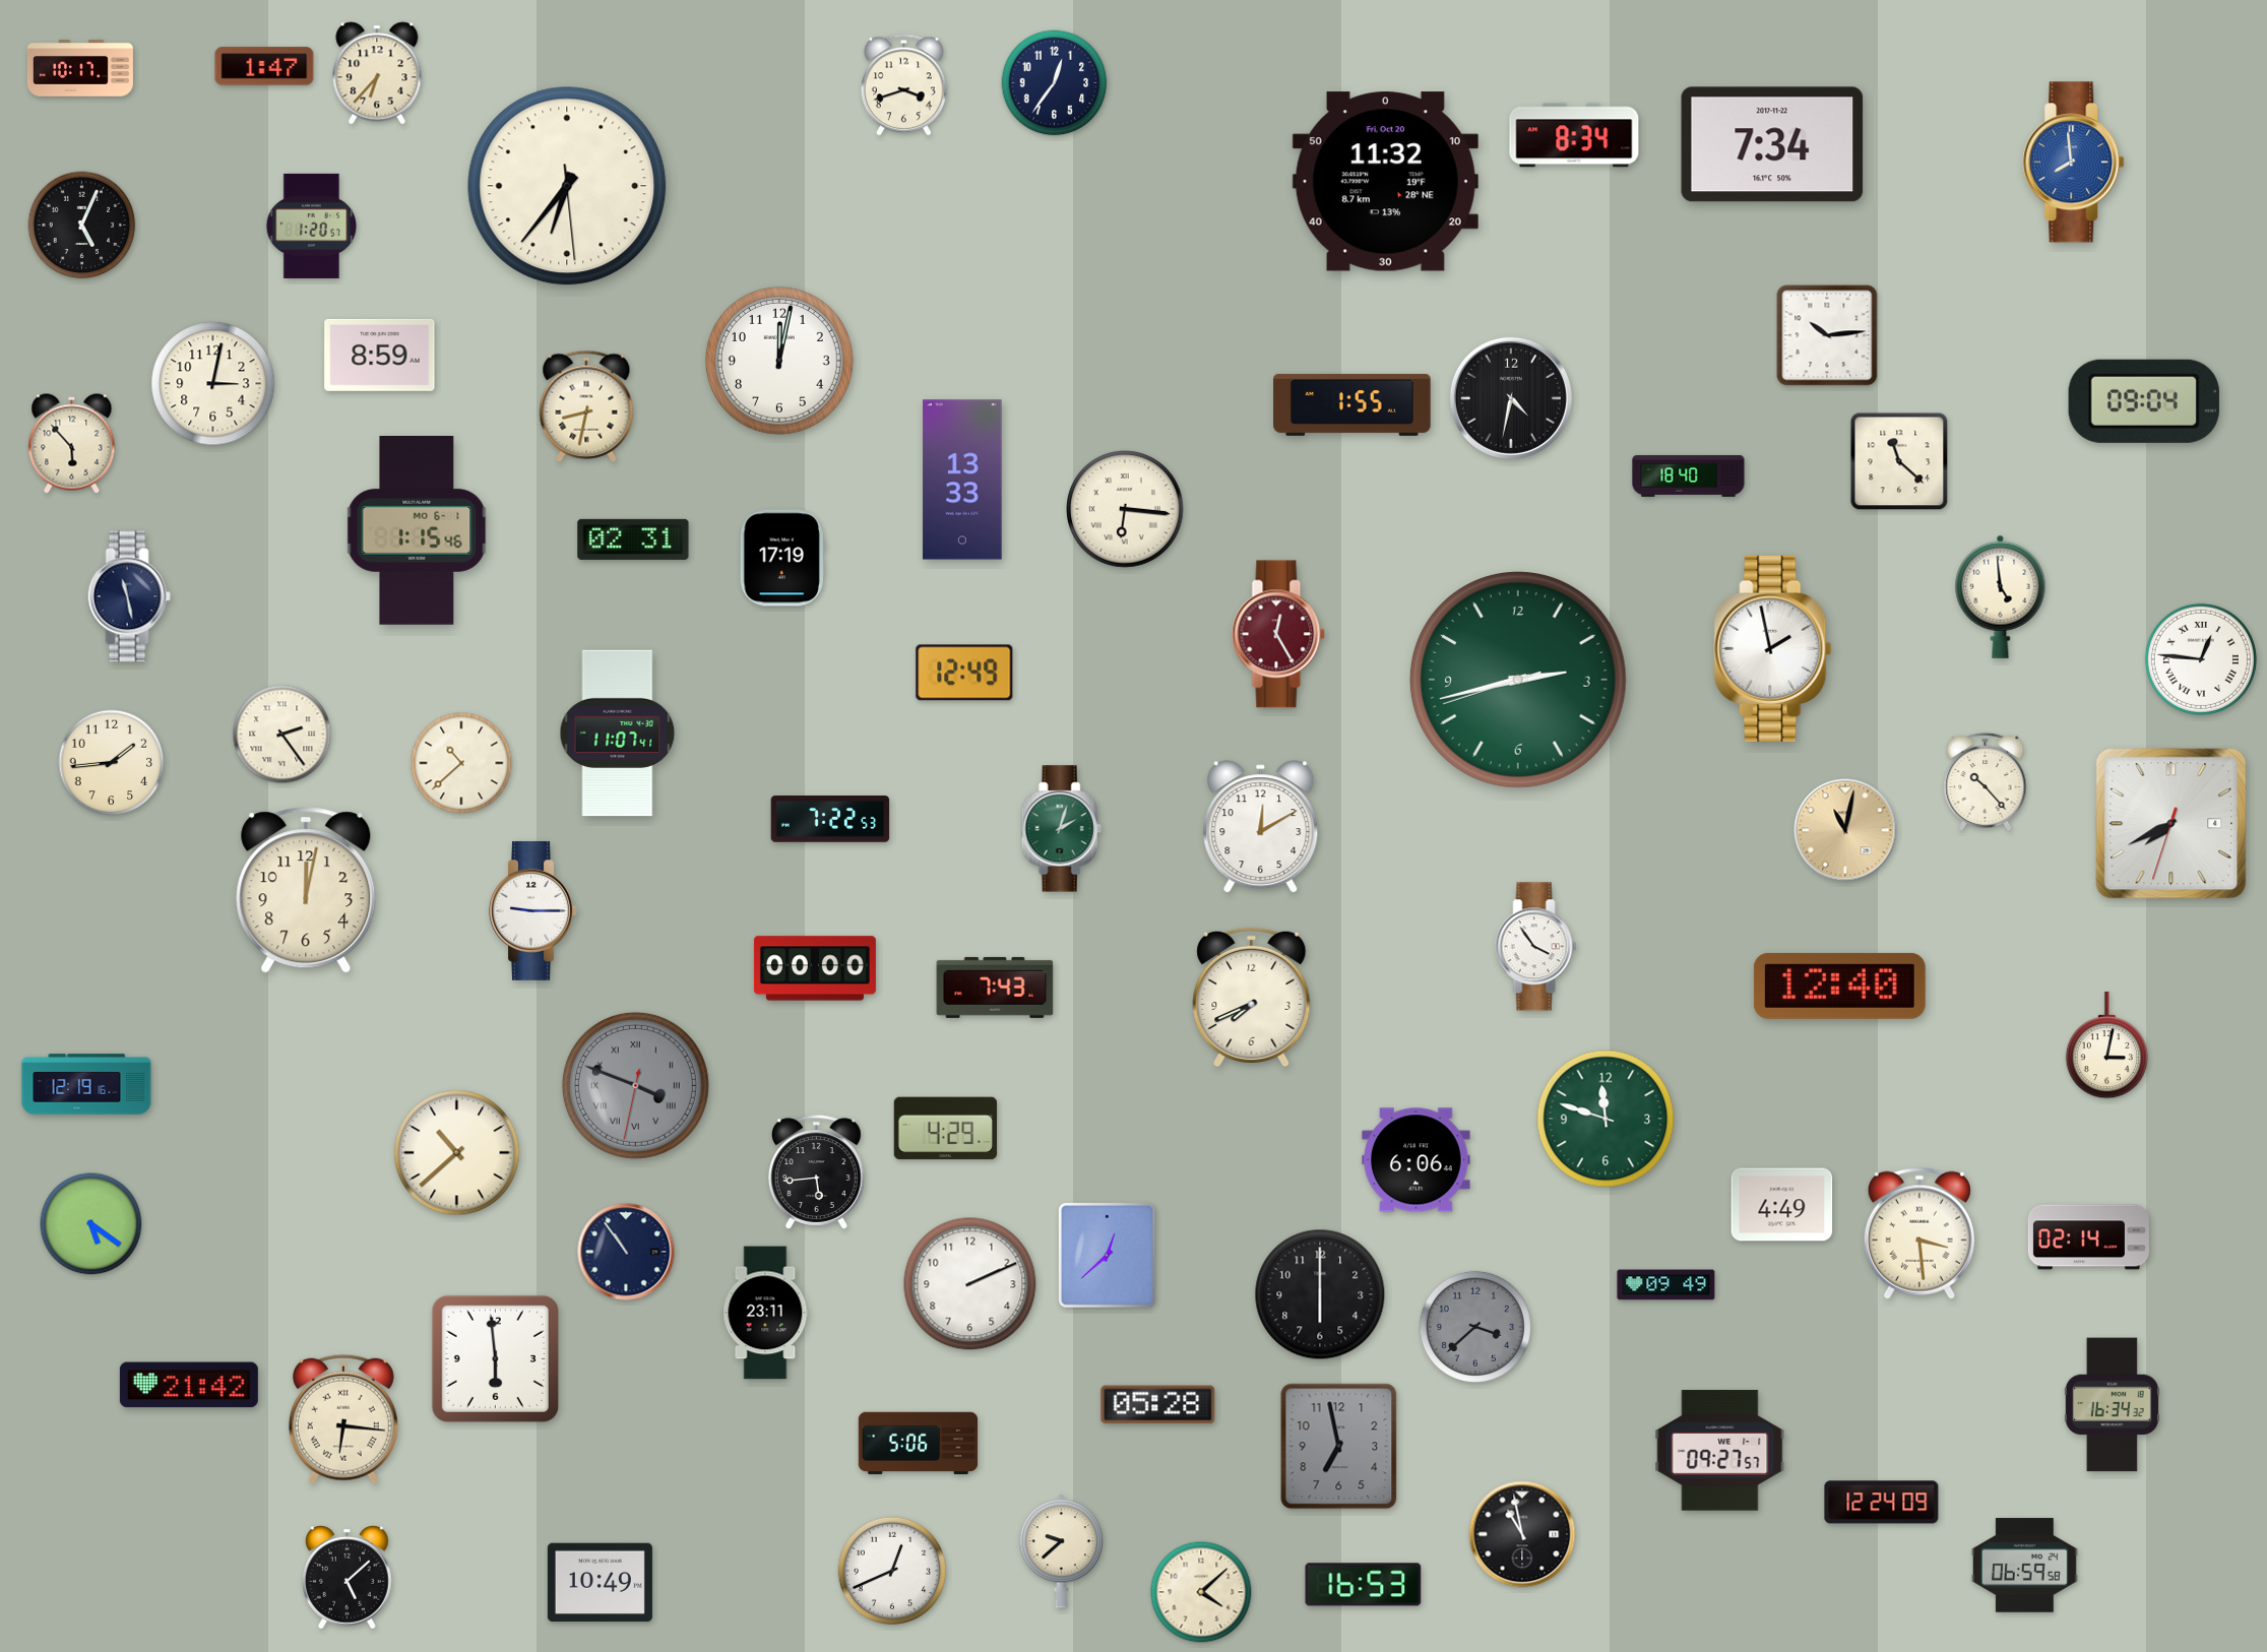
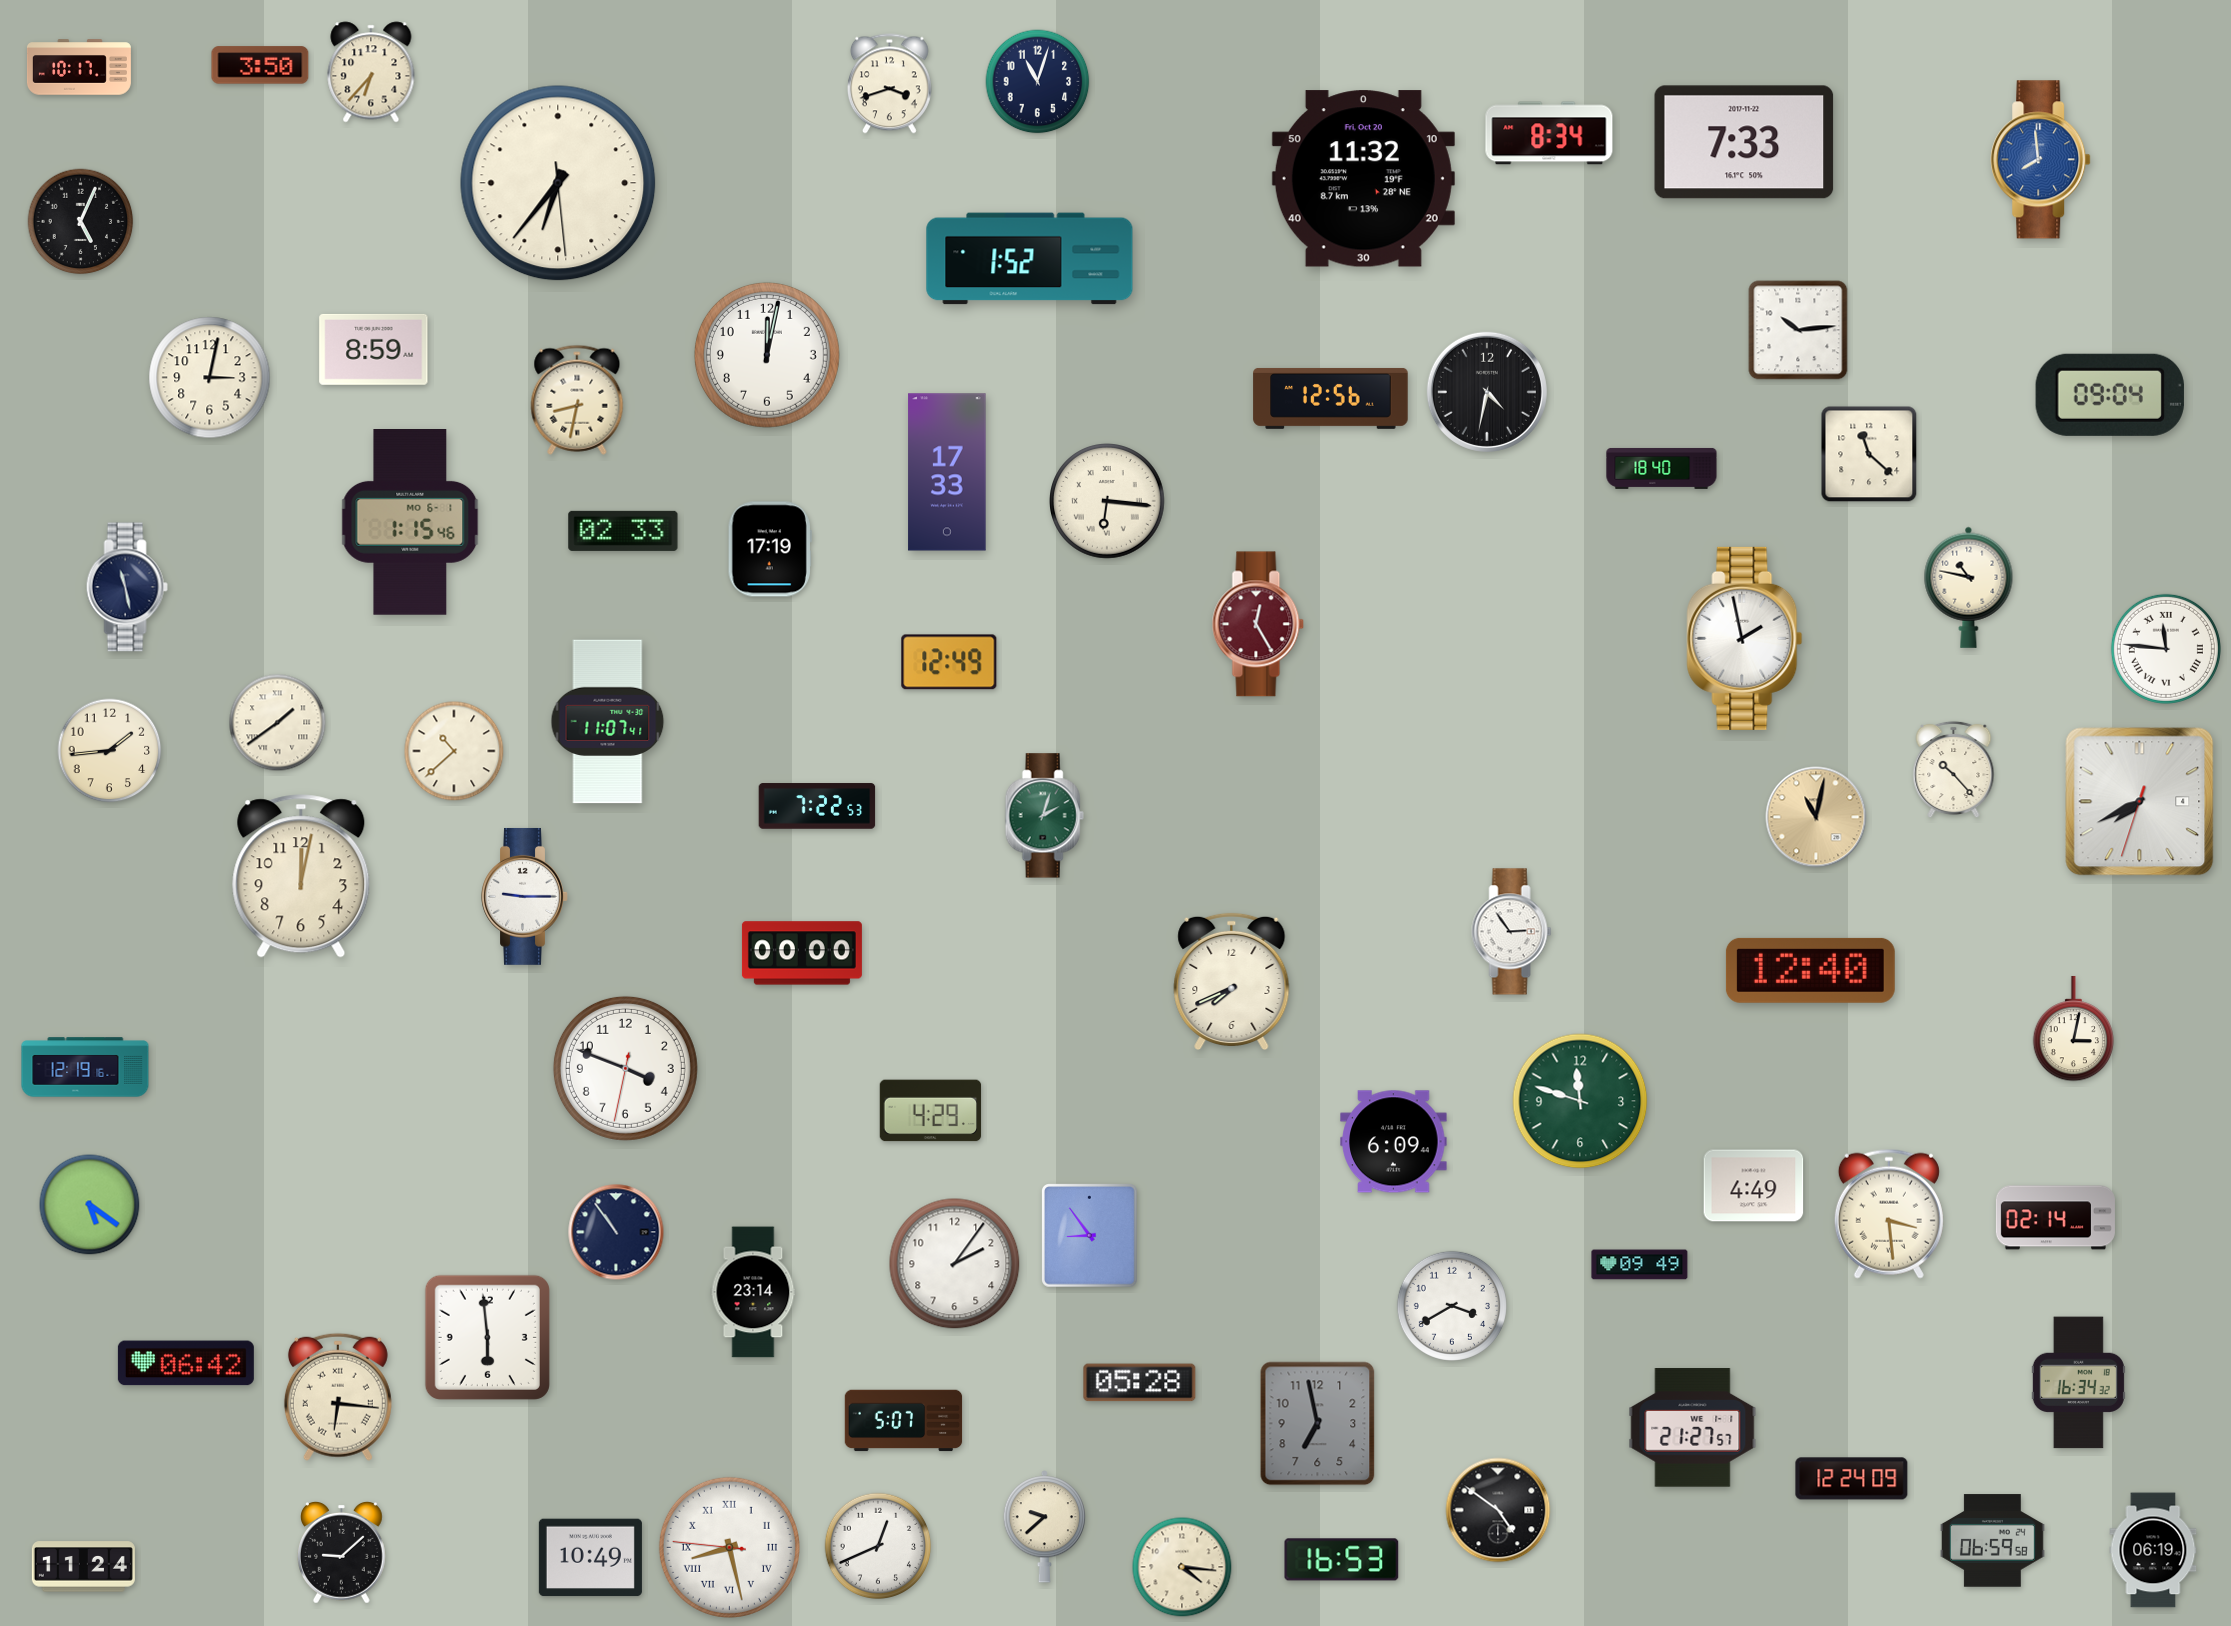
clock at (264, 66): 1:47 -> 3:50
clock at (1055, 83): 12:36 -> 11:03
clock at (1772, 144): 7:34 -> 7:33
clock at (312, 226): 1:20 -> none
clock at (1030, 259): none -> 1:52
clock at (1352, 404): 1:55 -> 12:56
clock at (72, 444): 5:53 -> none
clock at (962, 480): 13:33 -> 17:33
clock at (633, 539): 02:31 -> 02:33
clock at (2001, 596): 4:59 -> 10:47
clock at (2201, 659): 12:46 -> 11:46
clock at (1519, 681): 2:42 -> none
clock at (282, 735): 2:24 -> 1:39
clock at (2171, 824) position: (2171, 824) -> (2140, 802)
clock at (1261, 827): 12:10 -> none
clock at (1536, 947): 3:54 -> 2:54
clock at (995, 988): 7:43 -> none
clock at (635, 1085) dial: grey -> white
clock at (635, 1085) numerals: Roman -> Arabic
clock at (457, 1153): 10:38 -> none
clock at (1416, 1160): 6:06 -> 6:09
clock at (817, 1172): 5:44 -> none
clock at (1108, 1256): 12:38 -> 8:54
clock at (970, 1284): 2:11 -> 2:06
clock at (1320, 1294): 6:00 -> none
clock at (765, 1313): 23:11 -> 23:14
clock at (1475, 1327): 3:38 -> 3:40
clock at (1475, 1327) dial: grey -> white
clock at (189, 1385): 21:42 -> 06:42
clock at (919, 1444): 5:06 -> 5:07
clock at (1720, 1451): 09:27 -> 21:27
clock at (1522, 1534): 10:58 -> 4:51
clock at (729, 1547): none -> 8:27
clock at (2153, 1550): none -> 06:19
clock at (348, 1578): 5:08 -> 9:08
clock at (83, 1567): none -> 11:24
clock at (1201, 1592): 4:08 -> 4:16
